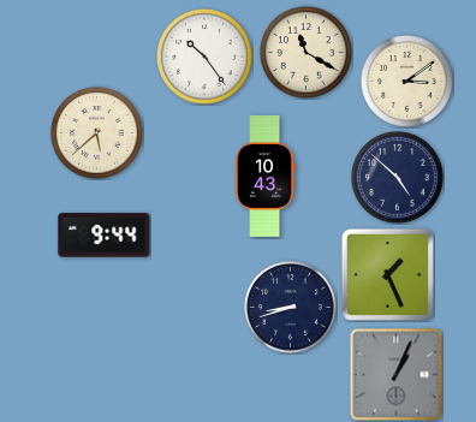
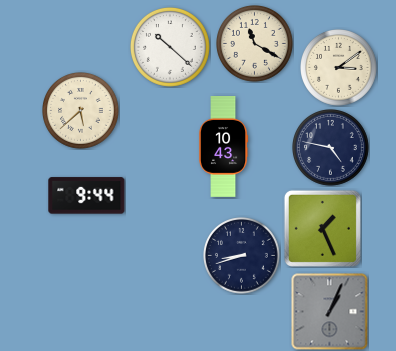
clock at (204, 57): 10:24 -> 10:22
clock at (264, 177) position: (264, 177) -> (223, 147)
clock at (398, 178): 4:52 -> 4:47
